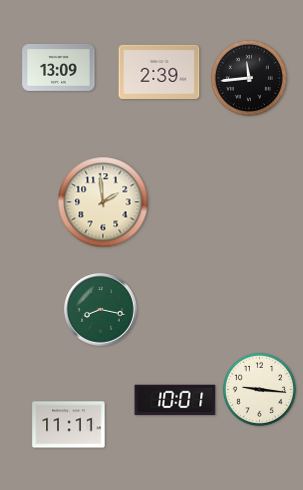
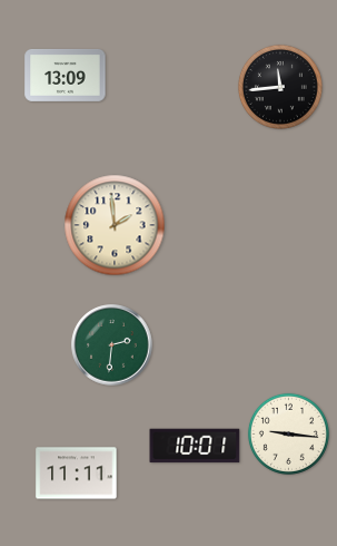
clock at (159, 72): 2:39 -> none
clock at (249, 78) position: (249, 78) -> (280, 87)
clock at (101, 310): 8:17 -> 2:31
